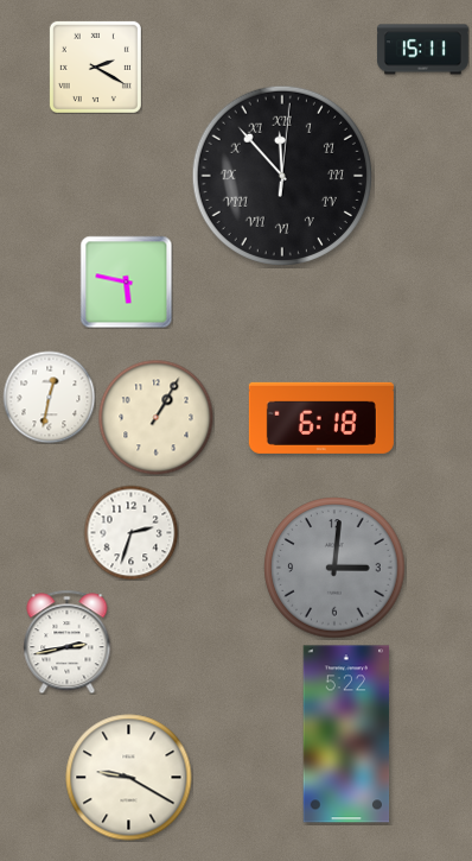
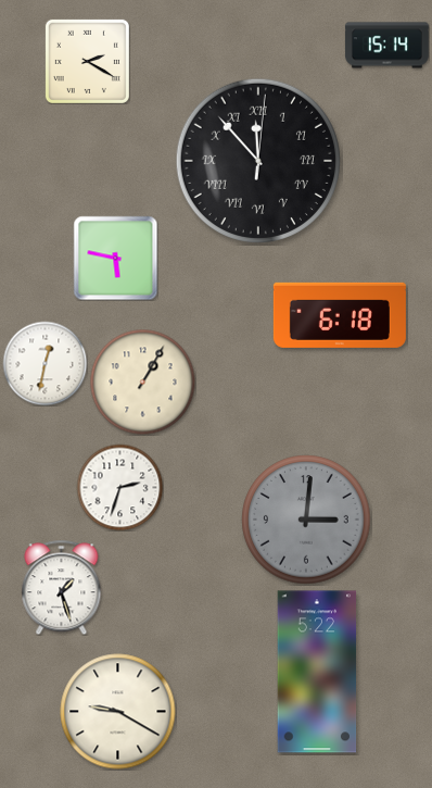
clock at (422, 50): 15:11 -> 15:14
clock at (321, 418) position: (321, 418) -> (340, 315)
clock at (68, 641): 2:43 -> 1:27
